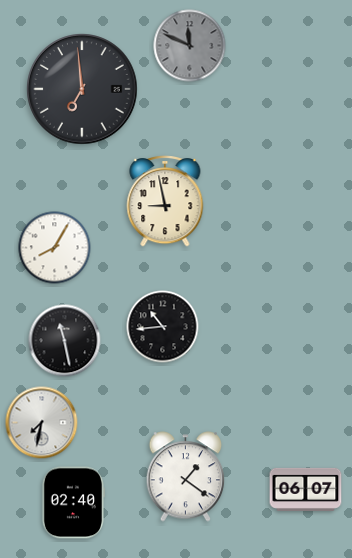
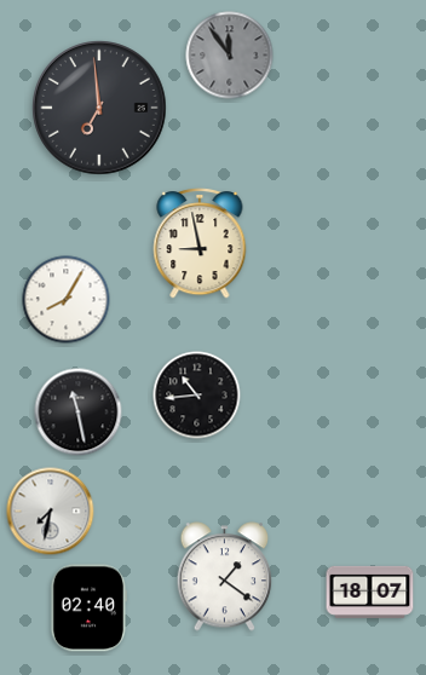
clock at (190, 46): 11:49 -> 11:54
clock at (306, 489): 06:07 -> 18:07
